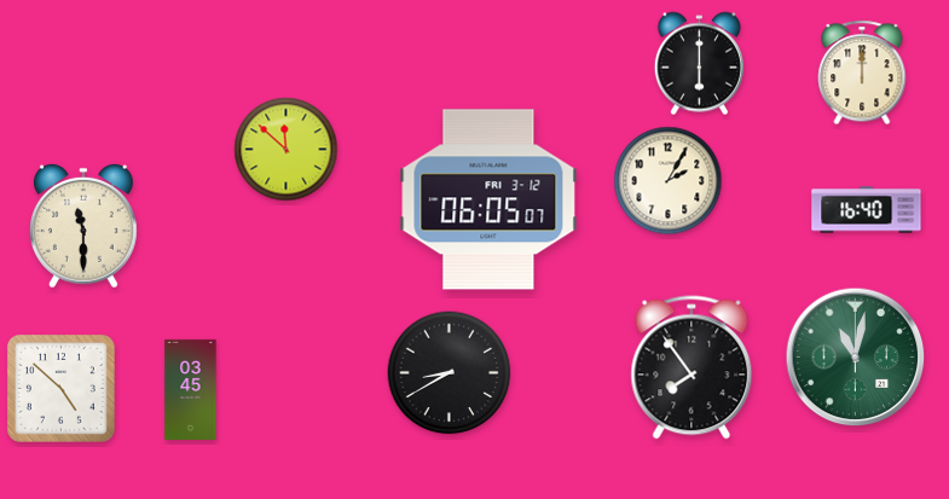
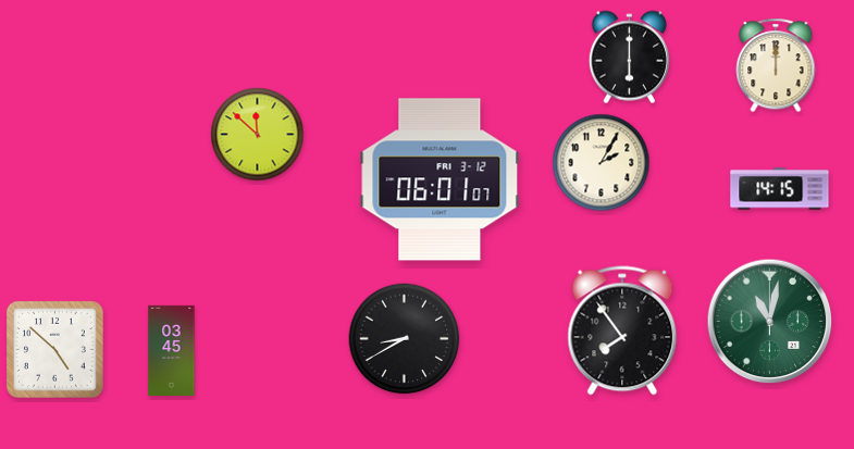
clock at (488, 199): 06:05 -> 06:01
clock at (867, 210): 16:40 -> 14:15
clock at (83, 226): 11:30 -> none
clock at (450, 373) position: (450, 373) -> (405, 339)
